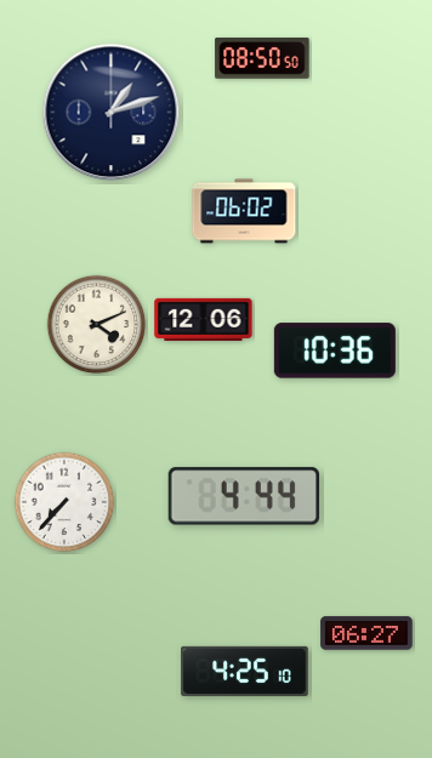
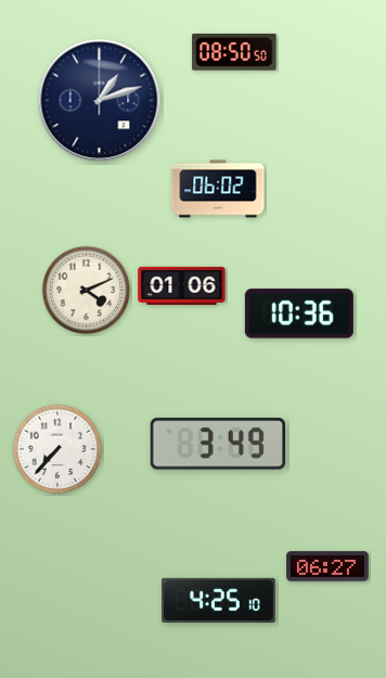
clock at (204, 319): 12:06 -> 01:06
clock at (243, 496): 4:44 -> 3:49
